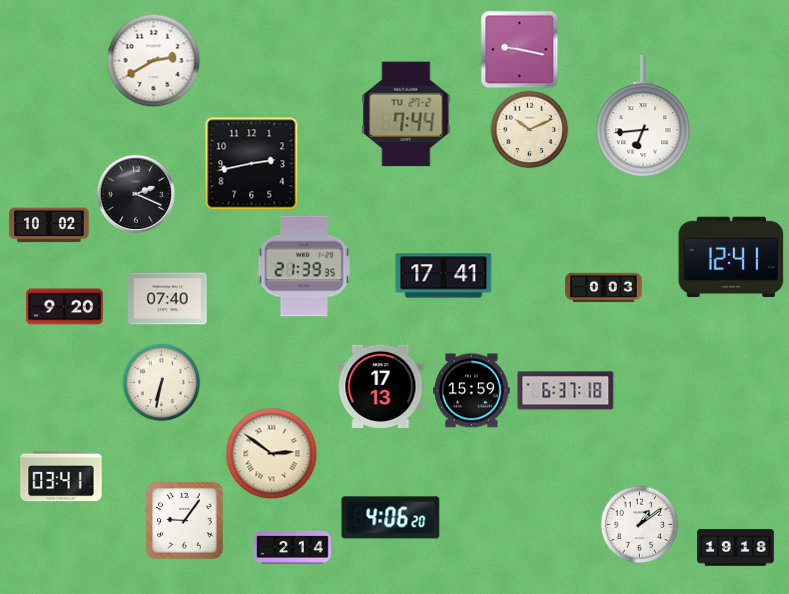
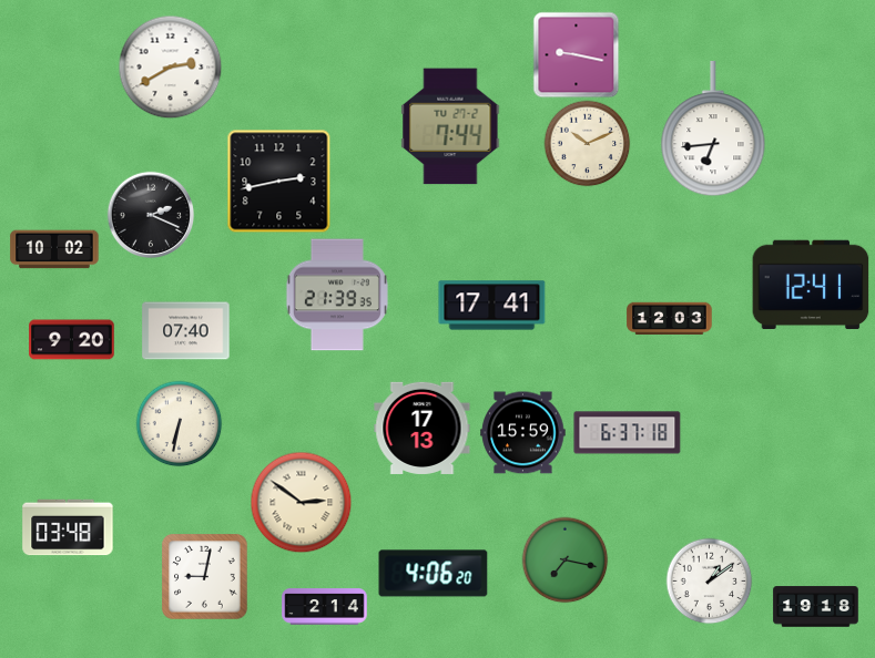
clock at (604, 288): 0:03 -> 12:03
clock at (61, 476): 03:41 -> 03:48
clock at (564, 559): none -> 7:17
clock at (185, 521): 9:06 -> 9:02
